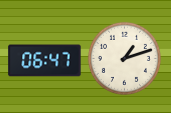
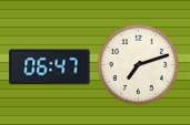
clock at (124, 58): 1:12 -> 7:12
